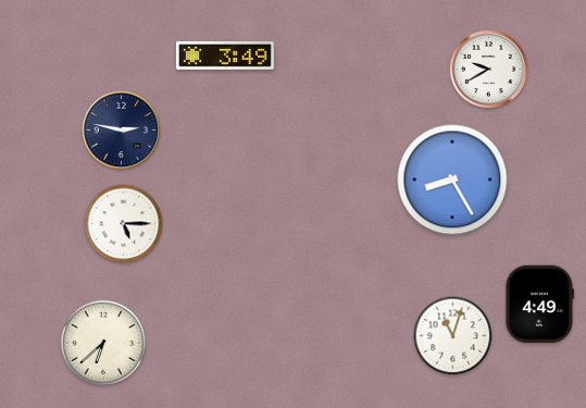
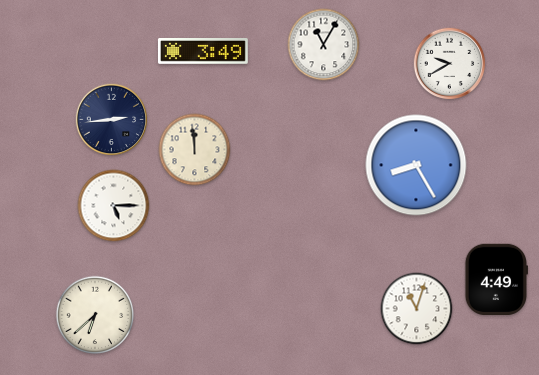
clock at (324, 45): none -> 11:05
clock at (225, 57) position: (225, 57) -> (203, 52)
clock at (122, 131): 2:47 -> 2:44
clock at (195, 150): none -> 11:59
